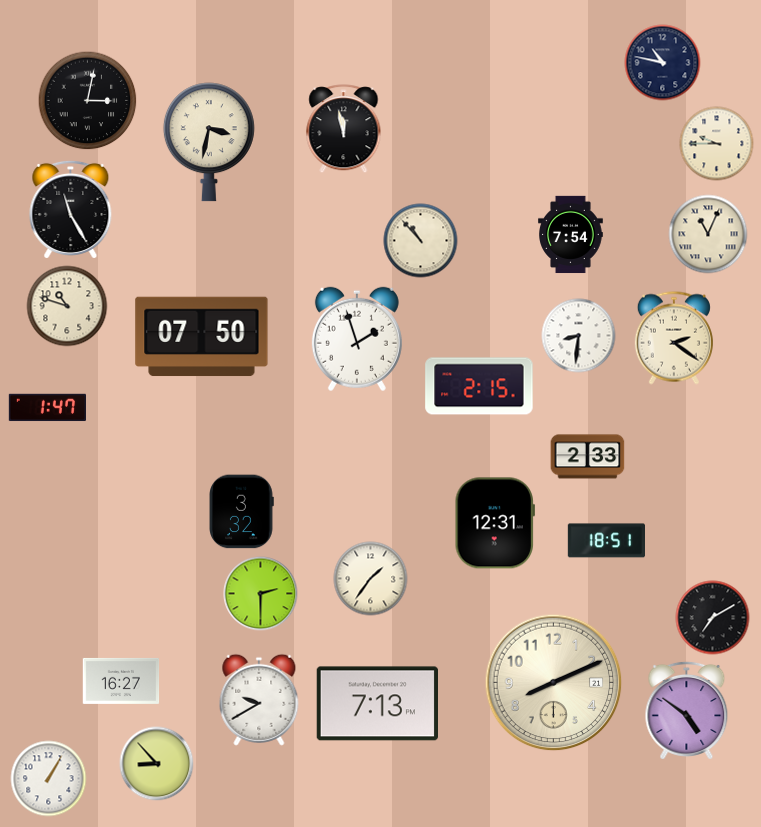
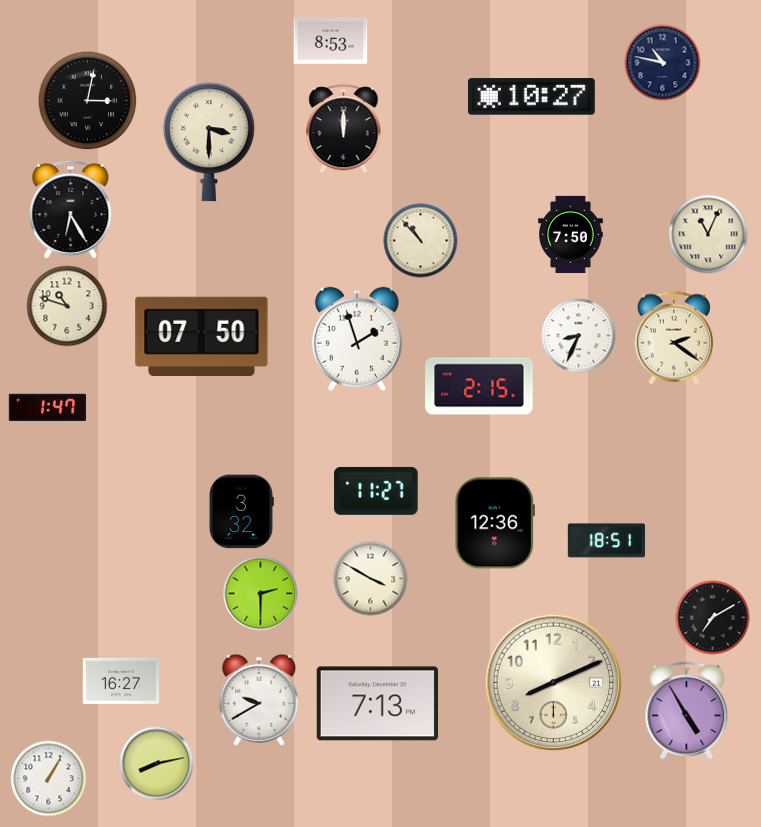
clock at (331, 41): none -> 8:53
clock at (532, 97): none -> 10:27
clock at (344, 129): 11:58 -> 12:00
clock at (209, 142): 3:32 -> 3:30
clock at (717, 144): 9:45 -> none
clock at (71, 209): 11:25 -> 6:25
clock at (571, 235): 7:54 -> 7:50
clock at (579, 336): 8:31 -> 8:34
clock at (588, 457): 2:33 -> none
clock at (376, 491): none -> 11:27
clock at (495, 523): 12:31 -> 12:36
clock at (371, 579): 1:36 -> 3:50
clock at (687, 710): 4:51 -> 4:55
clock at (157, 764): 8:53 -> 8:13
